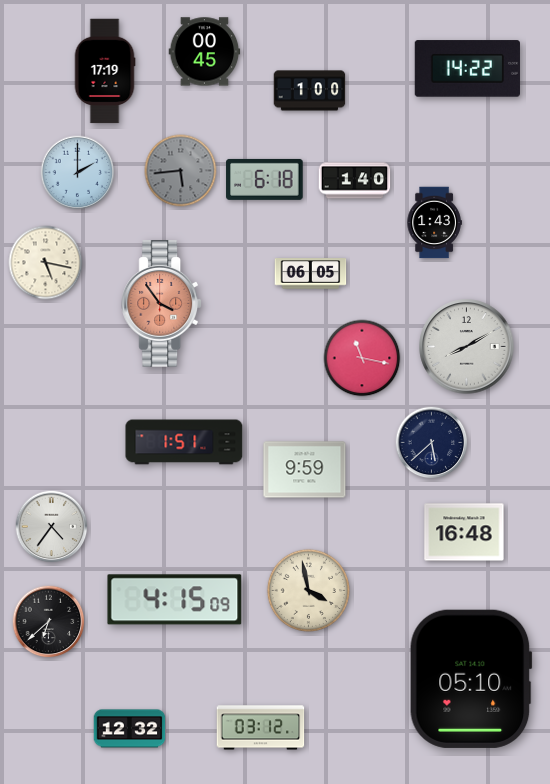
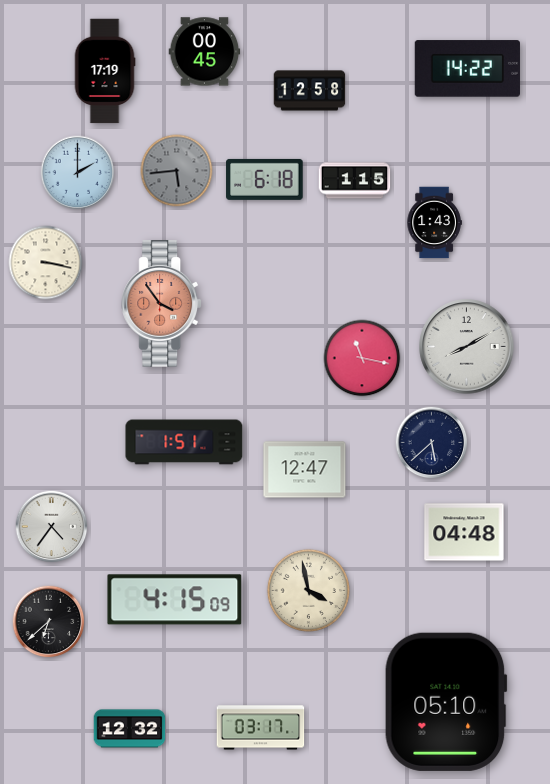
clock at (310, 91): 1:00 -> 12:58
clock at (181, 171) position: (181, 171) -> (177, 171)
clock at (355, 181): 1:40 -> 1:15
clock at (46, 263): 5:17 -> 3:17
clock at (311, 274): 06:05 -> none
clock at (305, 470): 9:59 -> 12:47
clock at (464, 532): 16:48 -> 04:48
clock at (471, 679) position: (471, 679) -> (446, 702)
clock at (261, 728): 03:12 -> 03:17
